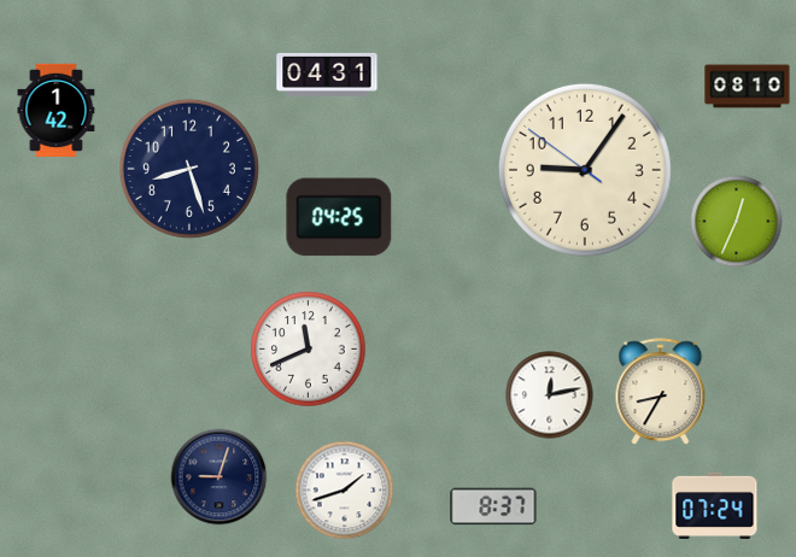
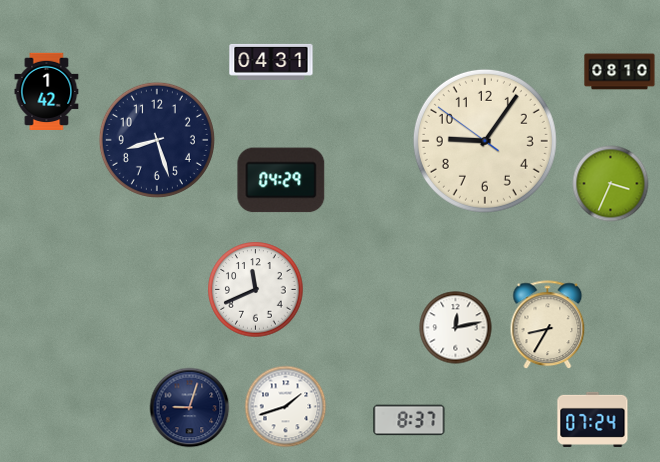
clock at (339, 217): 04:25 -> 04:29
clock at (737, 222): 12:34 -> 3:34
clock at (220, 477) position: (220, 477) -> (190, 408)
